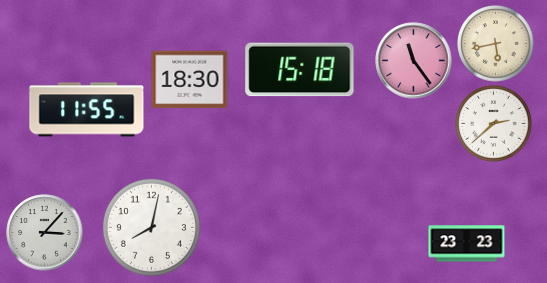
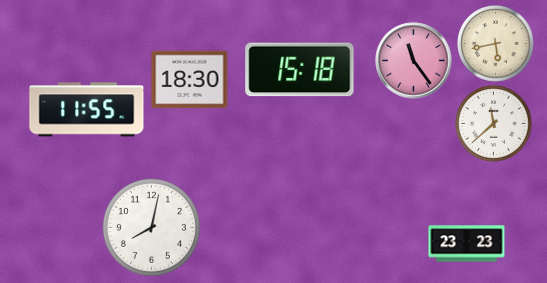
clock at (494, 124): 2:38 -> 11:38
clock at (45, 233): 3:07 -> none
